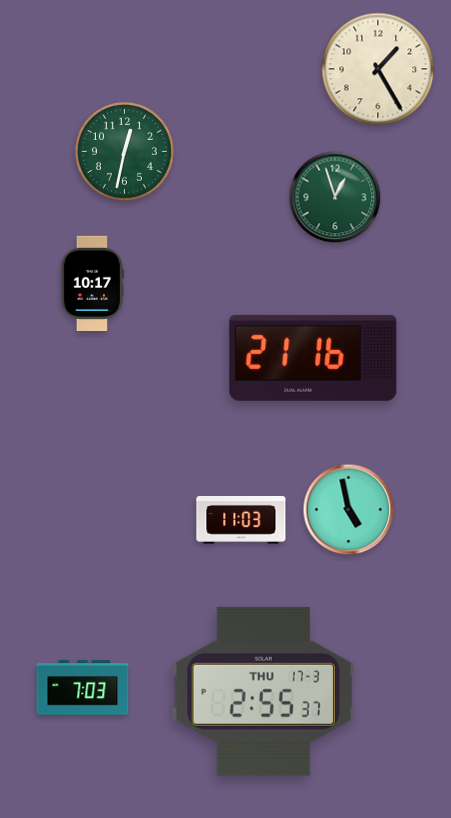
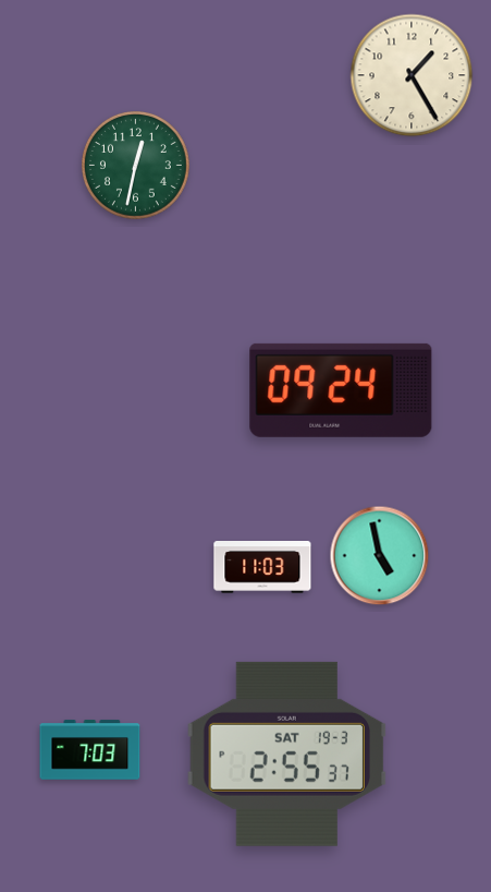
clock at (335, 197): 12:57 -> none
clock at (92, 283): 10:17 -> none
clock at (313, 358): 21:16 -> 09:24
clock at (264, 691) date: THU 17-3 -> SAT 19-3
